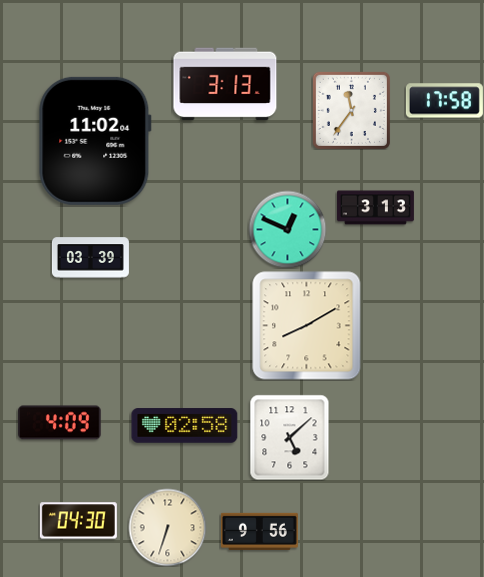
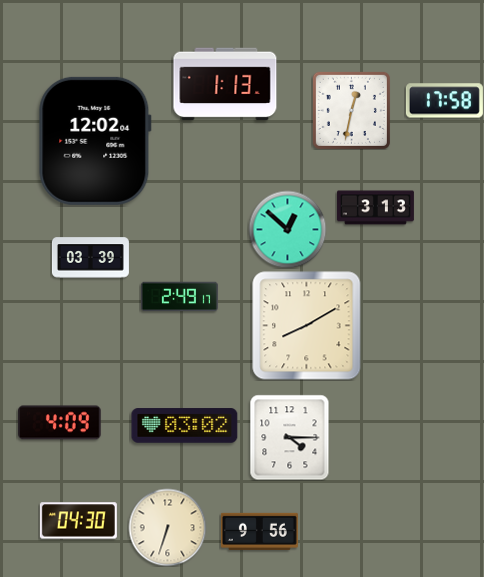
clock at (225, 84): 3:13 -> 1:13
clock at (351, 110): 11:36 -> 12:32
clock at (95, 141): 11:02 -> 12:02
clock at (287, 229): 12:49 -> 12:52
clock at (179, 297): none -> 2:49
clock at (185, 426): 02:58 -> 03:02
clock at (290, 437): 5:08 -> 4:15
